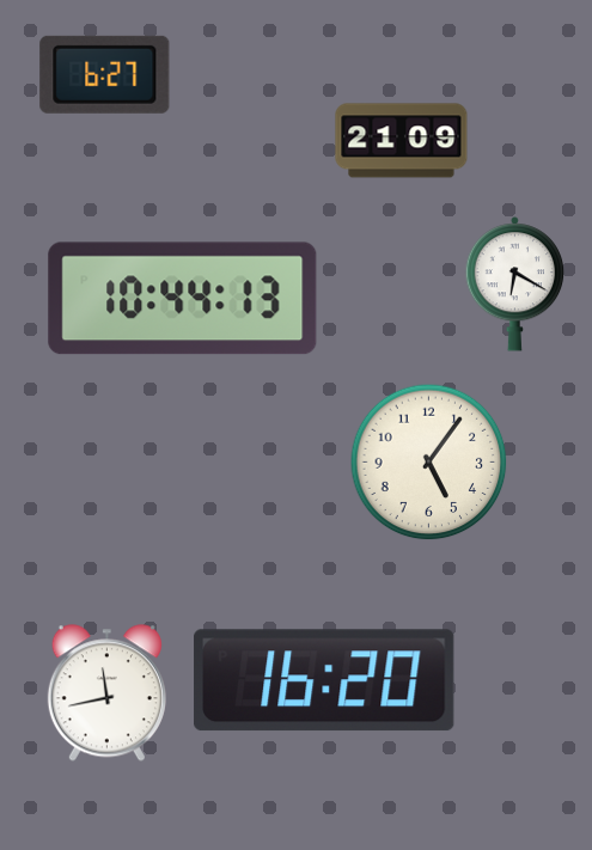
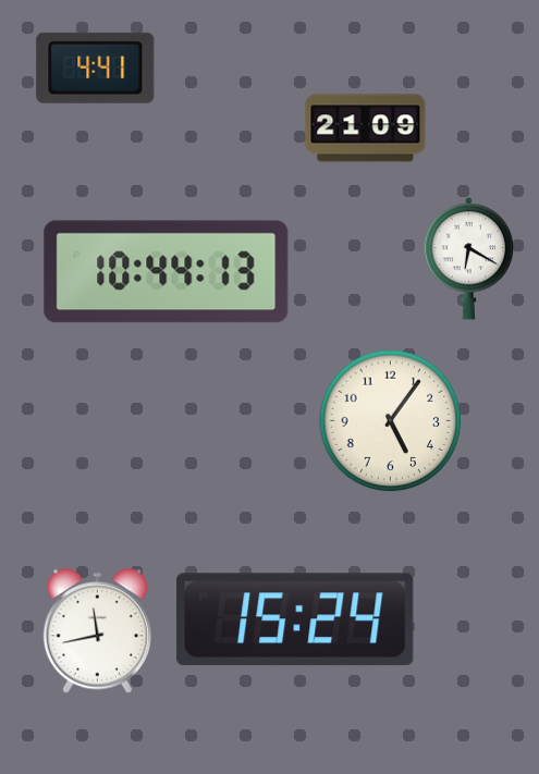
clock at (105, 74): 6:27 -> 4:41
clock at (324, 680): 16:20 -> 15:24
